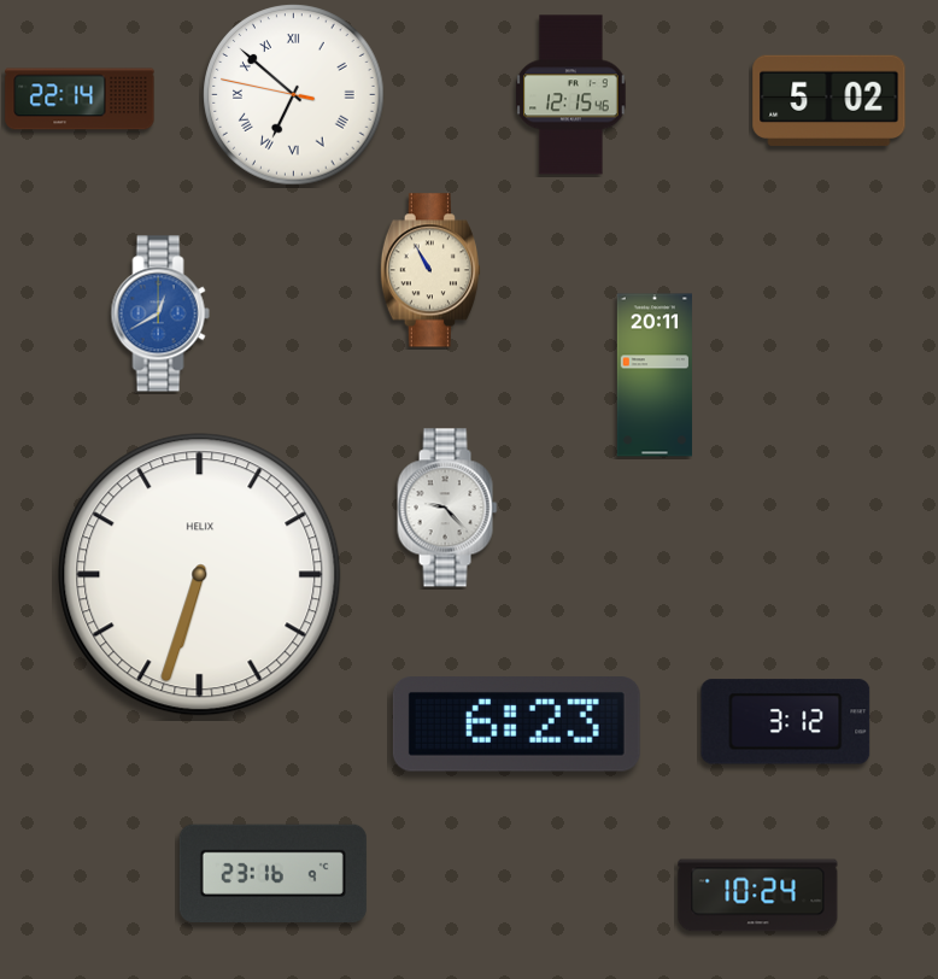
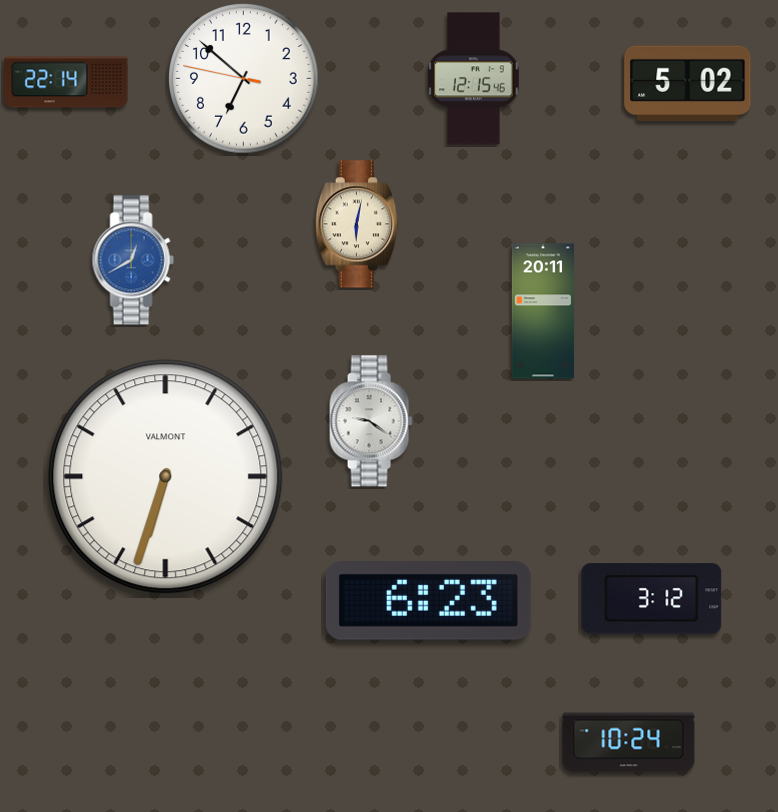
clock at (294, 95) numerals: Roman -> Arabic
clock at (430, 270): 10:55 -> 6:02
clock at (447, 508): 9:23 -> 9:21
clock at (200, 575) brand: HELIX -> VALMONT
clock at (272, 873): 23:16 -> none
